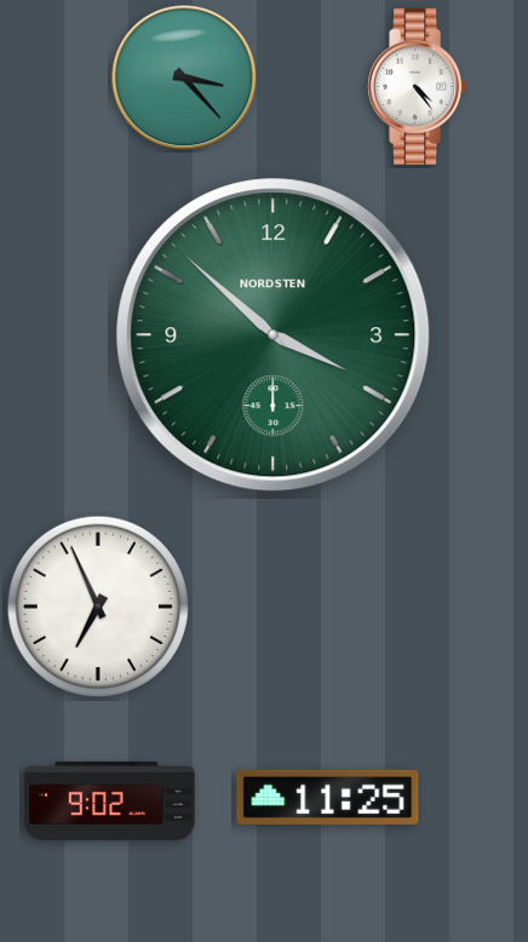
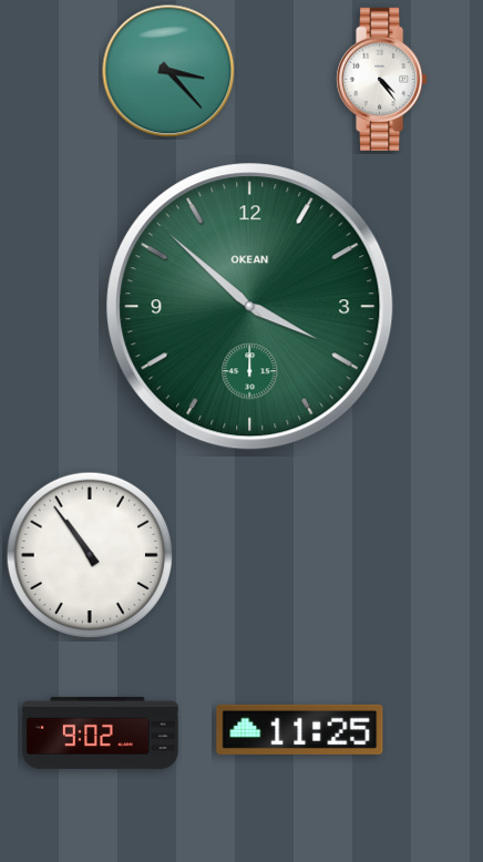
clock at (274, 335) brand: NORDSTEN -> OKEAN
clock at (98, 607): 6:56 -> 10:54
